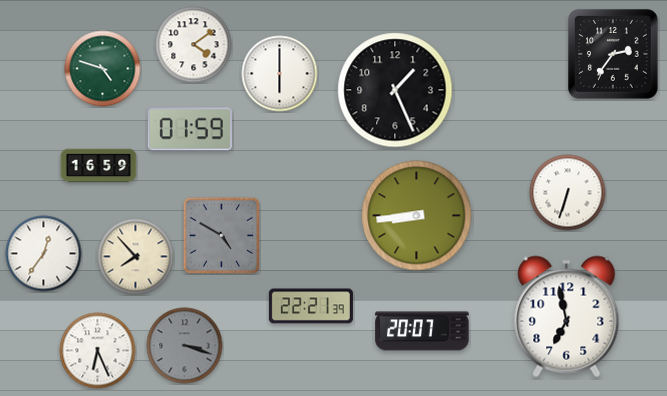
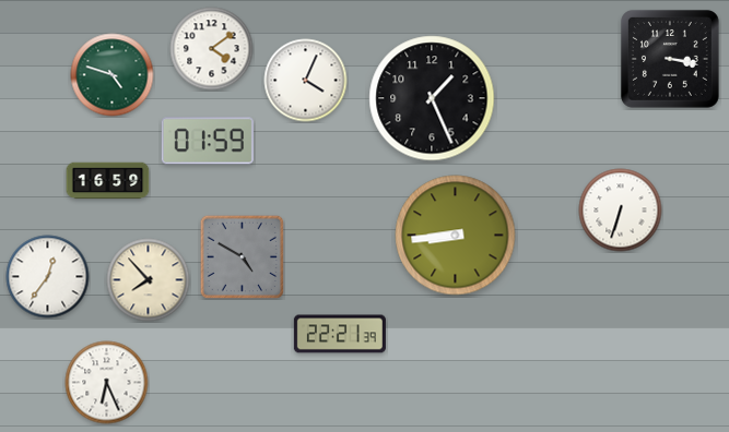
clock at (613, 54): 2:36 -> 3:17
clock at (280, 74): 6:00 -> 4:04
clock at (567, 317): 6:58 -> none
clock at (422, 331): 20:07 -> none
clock at (185, 346): 3:18 -> none
